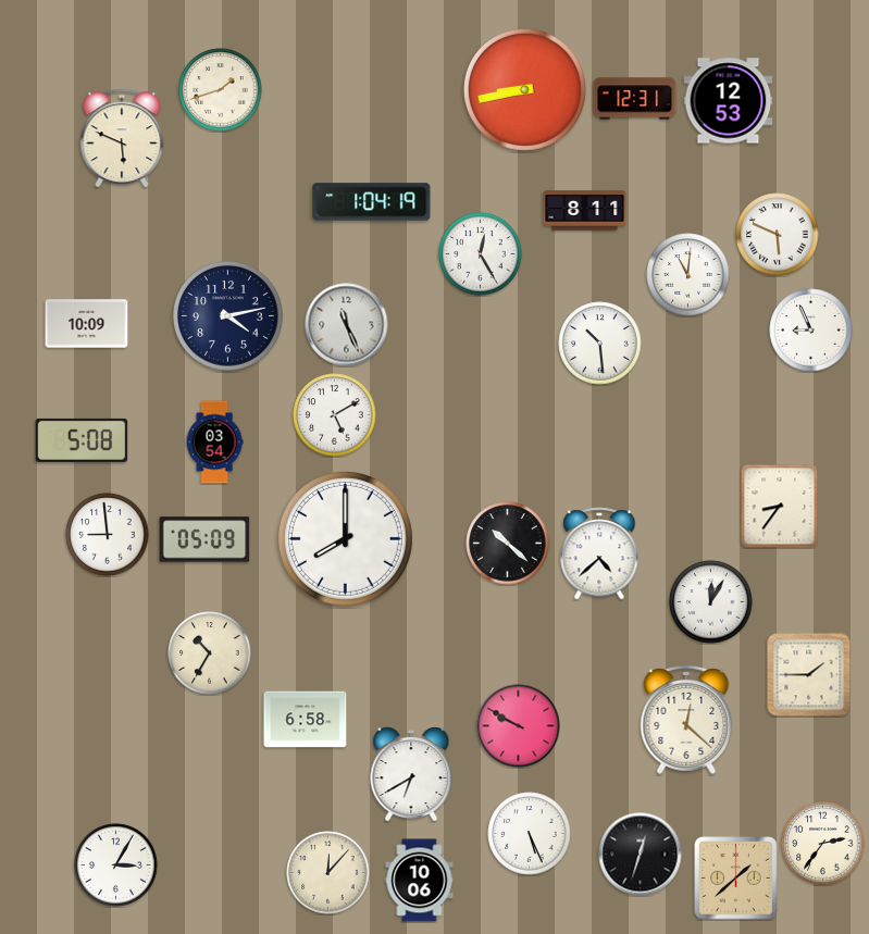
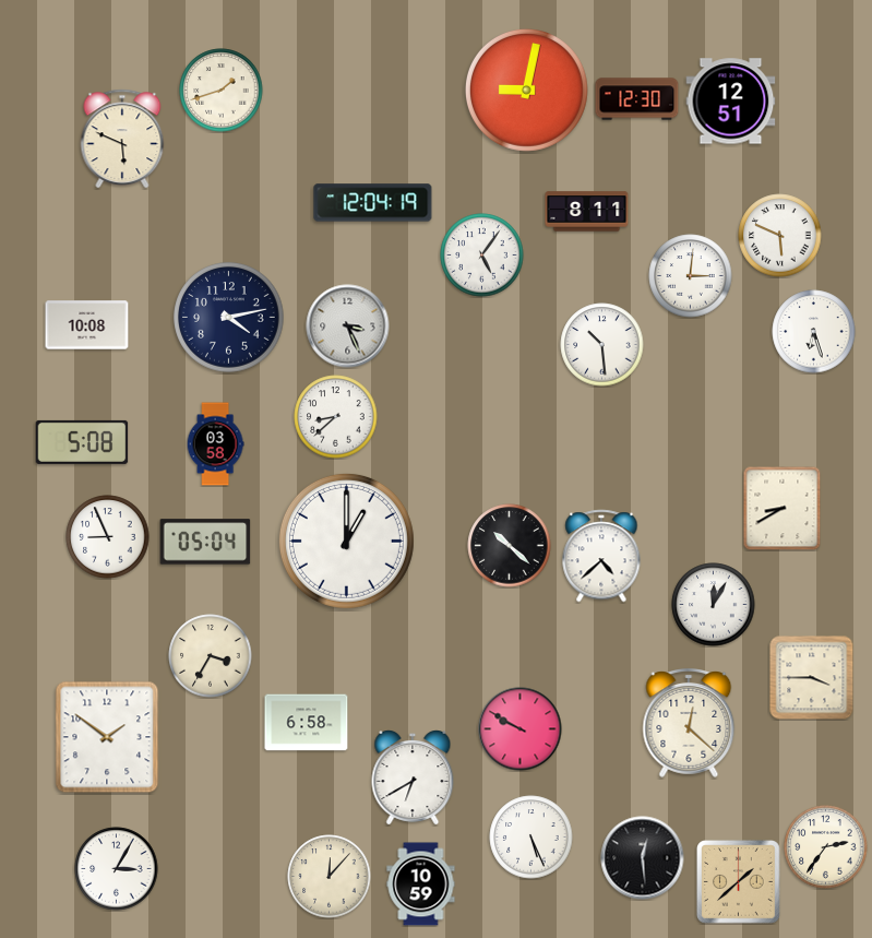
clock at (524, 89): 8:43 -> 9:02
clock at (635, 99): 12:31 -> 12:30
clock at (729, 101): 12:53 -> 12:51
clock at (372, 202): 1:04 -> 12:04
clock at (481, 254): 12:25 -> 5:06
clock at (688, 275): 11:01 -> 3:01
clock at (87, 324): 10:09 -> 10:08
clock at (347, 325): 11:26 -> 3:26
clock at (811, 331): 8:56 -> 6:27
clock at (335, 415): 5:10 -> 8:38
clock at (214, 443): 03:54 -> 03:58
clock at (780, 506): 8:36 -> 8:40
clock at (108, 535): 8:59 -> 8:56
clock at (345, 538): 8:00 -> 1:00
clock at (204, 539): 05:09 -> 05:04
clock at (210, 653): 10:35 -> 3:35
clock at (809, 675): 1:45 -> 3:45
clock at (107, 737): none -> 1:51
clock at (641, 855): 12:33 -> 12:29
clock at (420, 881): 10:06 -> 10:59
